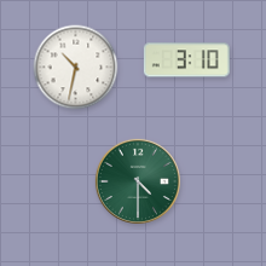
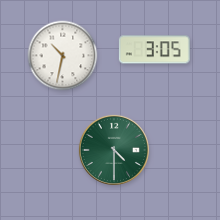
clock at (186, 60): 3:10 -> 3:05
